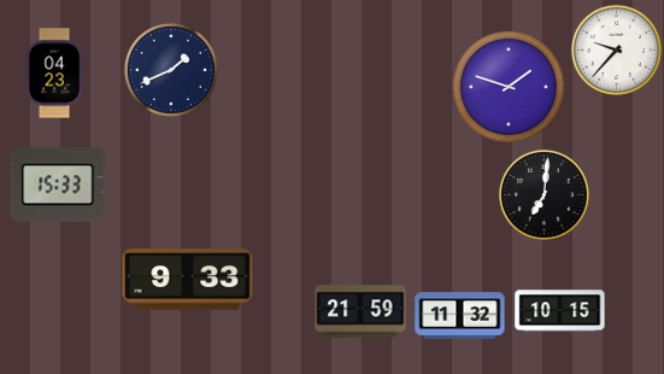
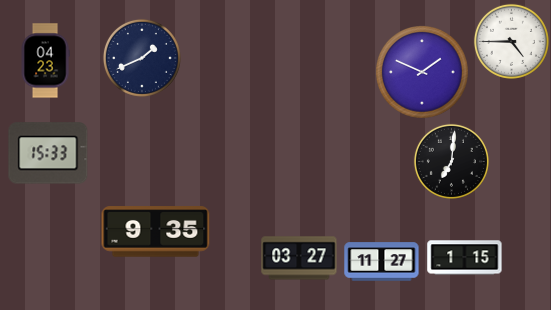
clock at (616, 49): 9:37 -> 4:45
clock at (510, 88): 1:48 -> 1:49
clock at (188, 280): 9:33 -> 9:35
clock at (360, 311): 21:59 -> 03:27
clock at (560, 311): 10:15 -> 1:15
clock at (460, 316): 11:32 -> 11:27
